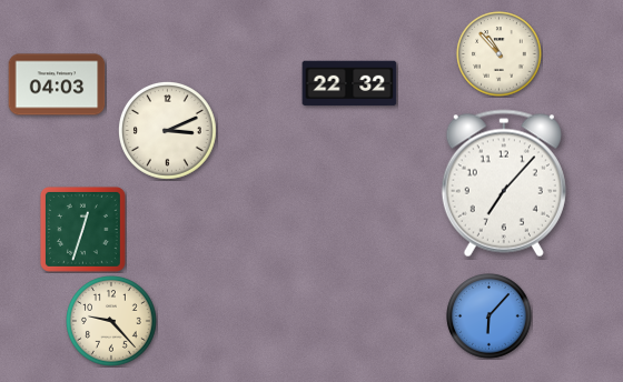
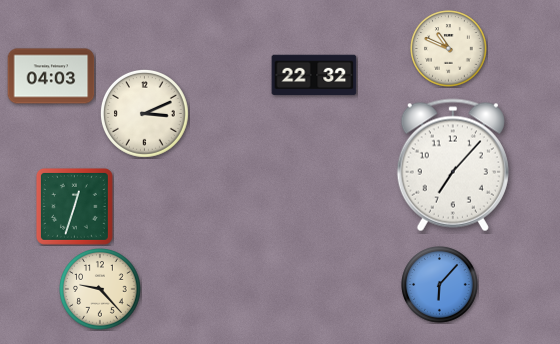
clock at (500, 54): 10:53 -> 10:49
clock at (167, 130) position: (167, 130) -> (144, 113)
